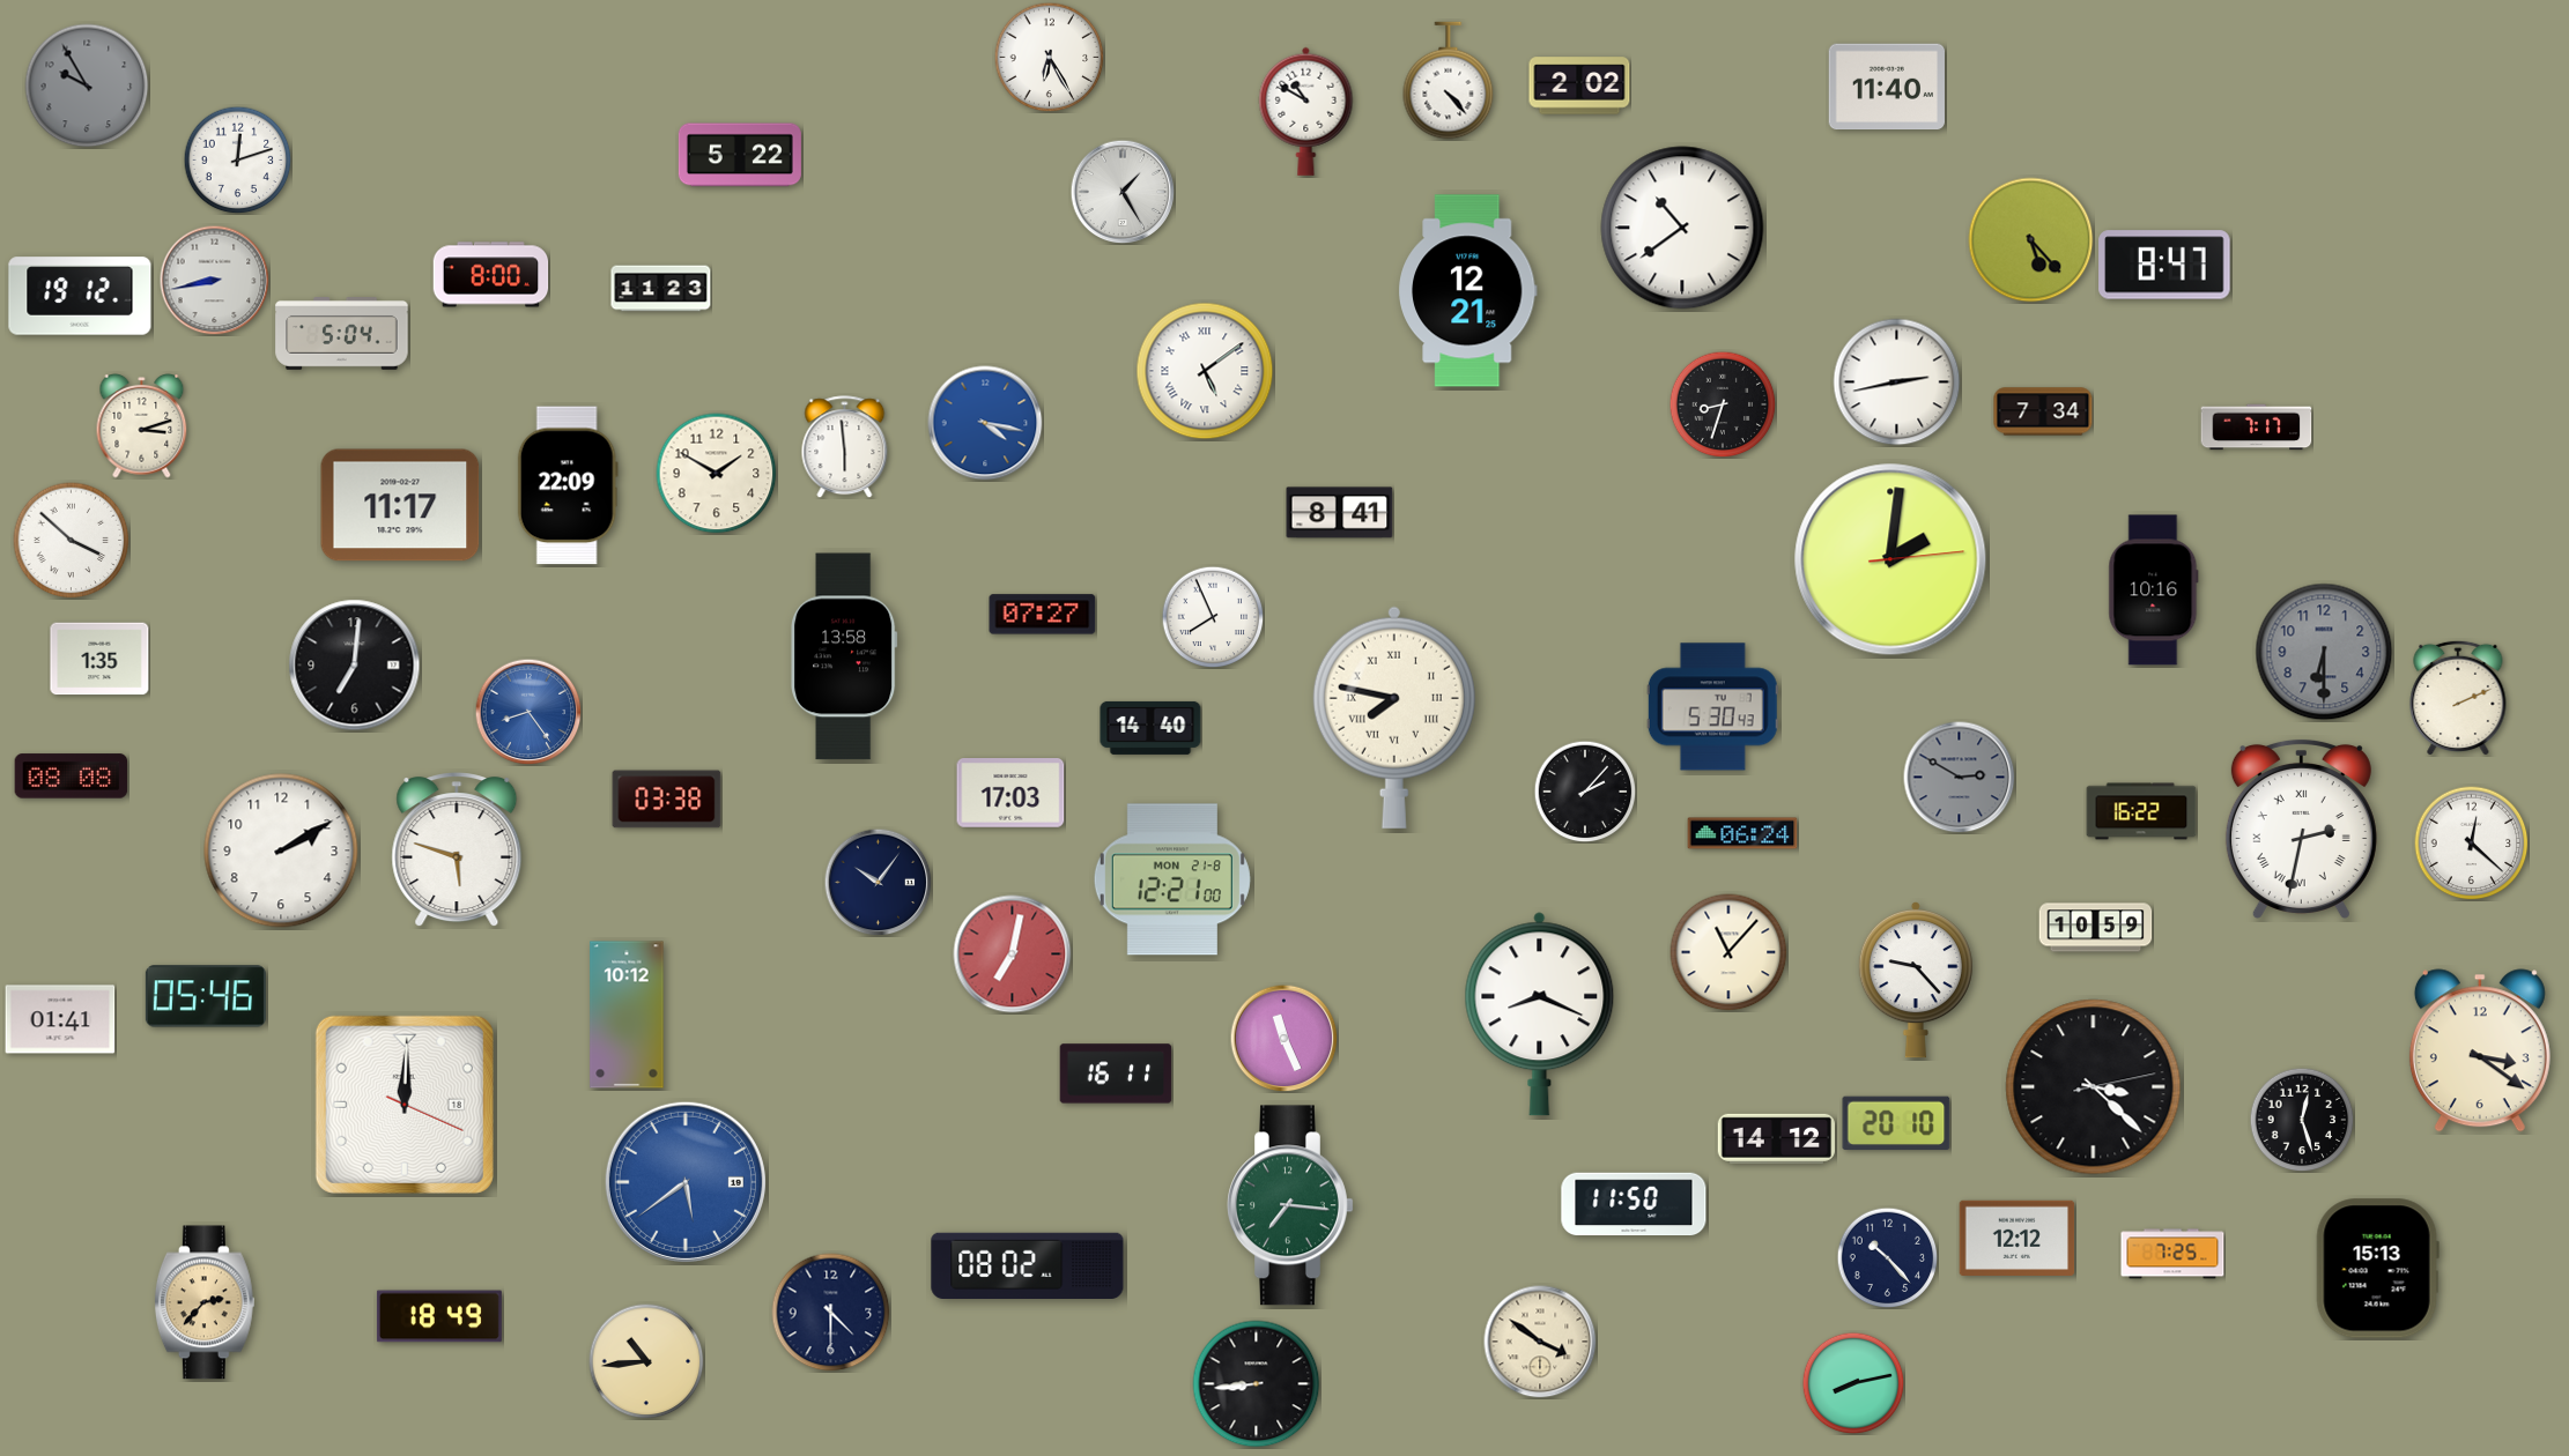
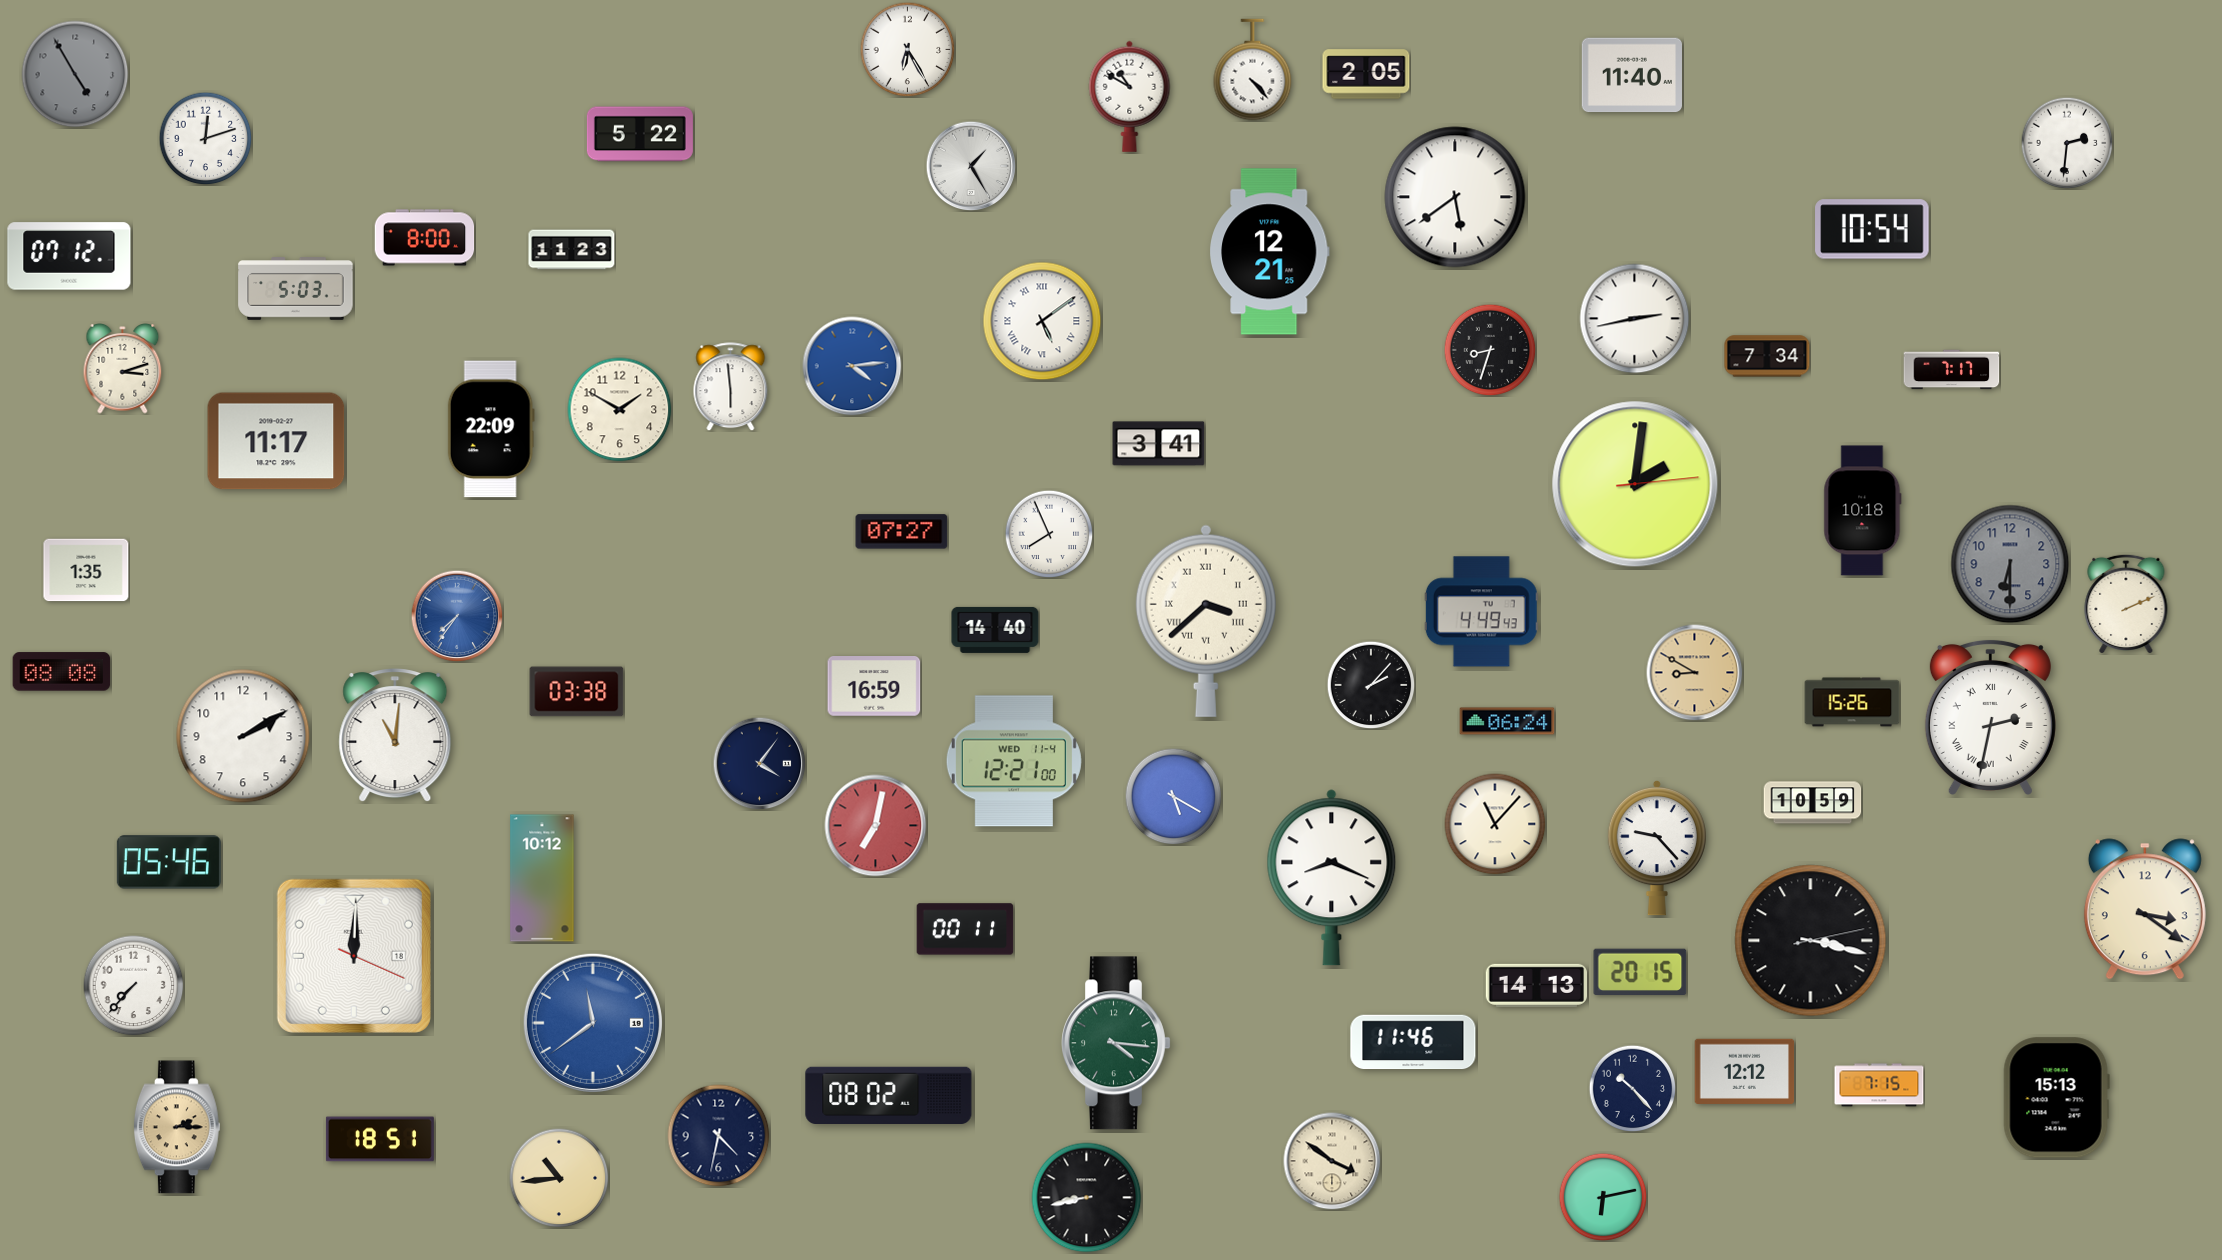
clock at (87, 86): 9:55 -> 4:55
clock at (1579, 86): 2:02 -> 2:05
clock at (2067, 143): none -> 2:31
clock at (1682, 228): 10:39 -> 5:39
clock at (2031, 240): 5:23 -> none
clock at (2164, 265): 8:47 -> 10:54
clock at (214, 280): 8:43 -> none
clock at (80, 296): 19:12 -> 07:12
clock at (342, 334): 5:04 -> 5:03
clock at (1897, 382) position: (1897, 382) -> (1635, 319)
clock at (985, 423): 4:17 -> 4:14
clock at (568, 485) position: (568, 485) -> (491, 429)
clock at (400, 505) position: (400, 505) -> (276, 441)
clock at (1340, 513): 8:41 -> 3:41
clock at (72, 541): 3:52 -> none
clock at (2154, 590): 10:16 -> 10:18
clock at (845, 656): 13:58 -> none
clock at (355, 666): 7:01 -> none
clock at (1712, 707): 5:30 -> 4:49
clock at (528, 712): 8:24 -> 7:36
clock at (1394, 718): 7:47 -> 3:38
clock at (1960, 778): 2:50 -> 8:50
clock at (1960, 778) dial: grey -> champagne
clock at (1010, 794): 17:03 -> 16:59
clock at (2141, 811): 16:22 -> 15:26
clock at (2472, 844): 12:22 -> none
clock at (457, 850): 5:48 -> 11:01
clock at (1172, 879) date: MON 21-8 -> WED 11-4
clock at (878, 882): 10:06 -> 4:06
clock at (1173, 796): none -> 5:20
clock at (206, 996) position: (206, 996) -> (169, 862)
clock at (60, 1019): 01:41 -> none
clock at (1283, 1038): 11:26 -> none
clock at (1116, 1074): 16:11 -> 00:11
clock at (2094, 1087): 3:22 -> 3:17
clock at (405, 1105) position: (405, 1105) -> (354, 956)
clock at (2302, 1120): 12:27 -> none
clock at (1896, 1123): 20:10 -> 20:15
clock at (1776, 1138): 14:12 -> 14:13
clock at (134, 986): none -> 7:37
clock at (686, 1182): 5:39 -> 11:39
clock at (1634, 1204): 11:50 -> 11:46
clock at (1290, 1205): 7:16 -> 4:16
clock at (2172, 1254): 7:25 -> 7:15
clock at (205, 1302): 2:37 -> 2:15
clock at (831, 1313): 4:30 -> 4:32
clock at (439, 1316): 18:49 -> 18:51
clock at (1853, 1383): 8:13 -> 6:13
clock at (1257, 1384): 8:44 -> 8:43
